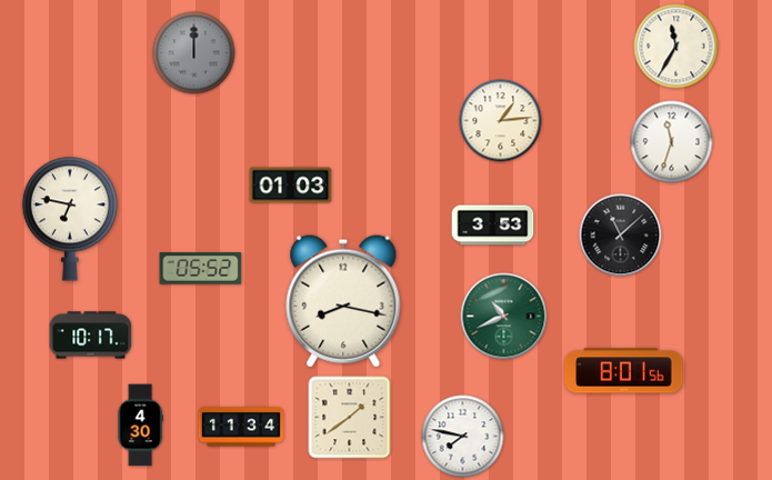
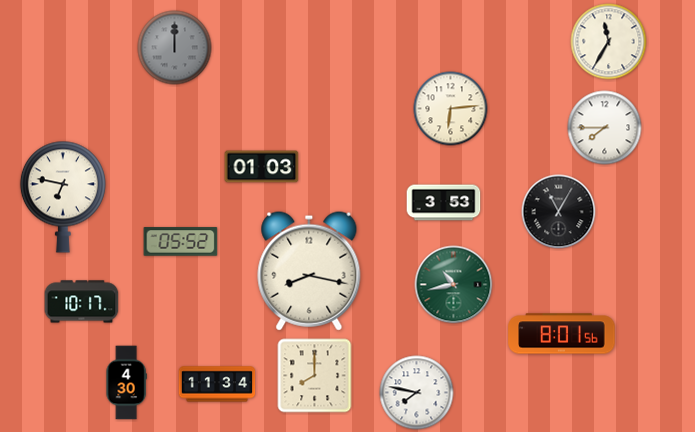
clock at (501, 121): 1:14 -> 6:14
clock at (672, 142): 11:33 -> 7:45
clock at (621, 236): 11:08 -> 11:05
clock at (504, 317): 10:41 -> 10:43
clock at (350, 418): 1:39 -> 8:00
